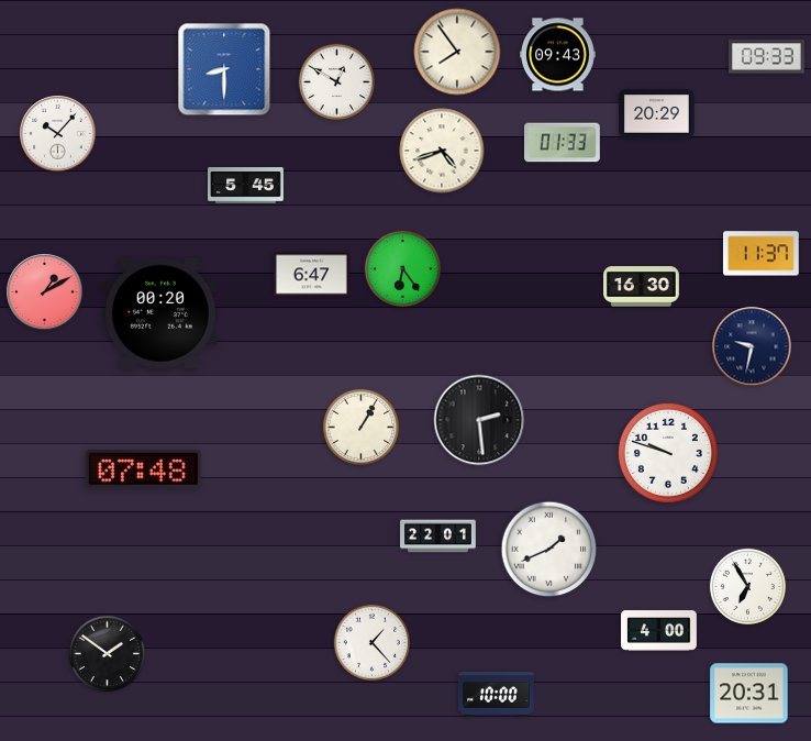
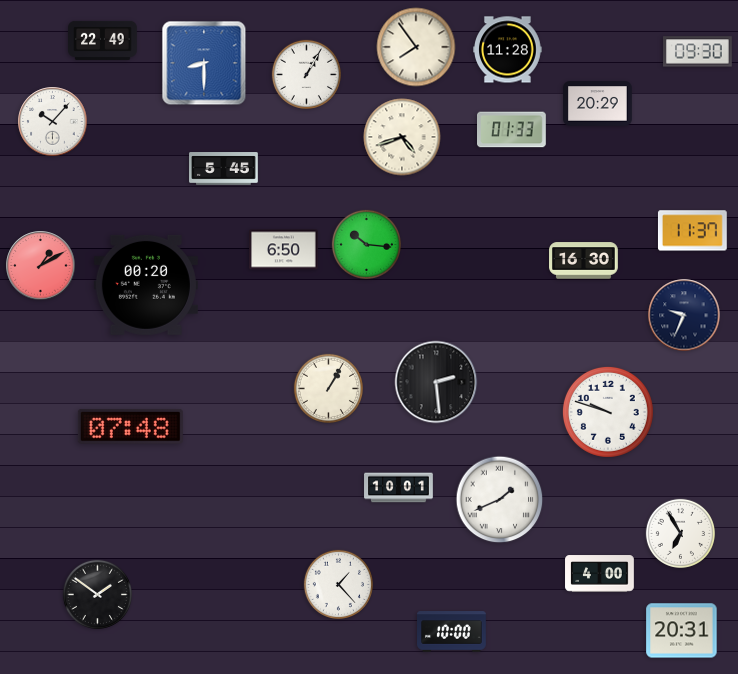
clock at (103, 40): none -> 22:49
clock at (558, 55): 09:43 -> 11:28
clock at (767, 57): 09:33 -> 09:30
clock at (336, 81): 12:50 -> 1:05
clock at (402, 268): 6:24 -> 10:16
clock at (312, 275): 6:47 -> 6:50
clock at (752, 346): 9:32 -> 9:34
clock at (438, 537): 22:01 -> 10:01
